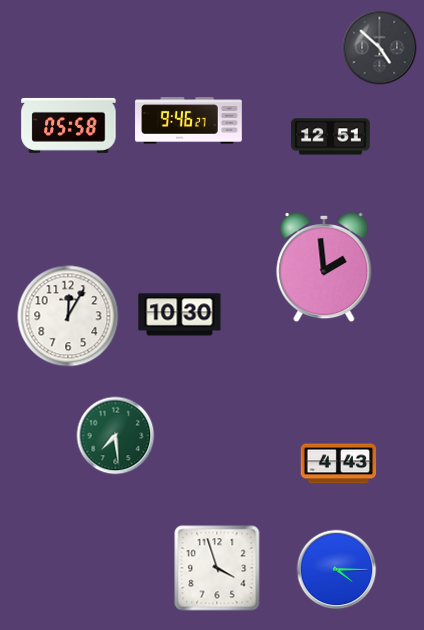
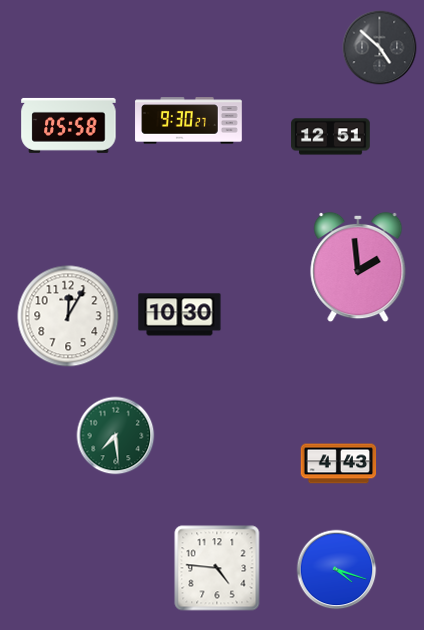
clock at (189, 121): 9:46 -> 9:30
clock at (324, 267) position: (324, 267) -> (358, 267)
clock at (217, 568): 3:57 -> 4:46
clock at (337, 570): 4:15 -> 4:18
